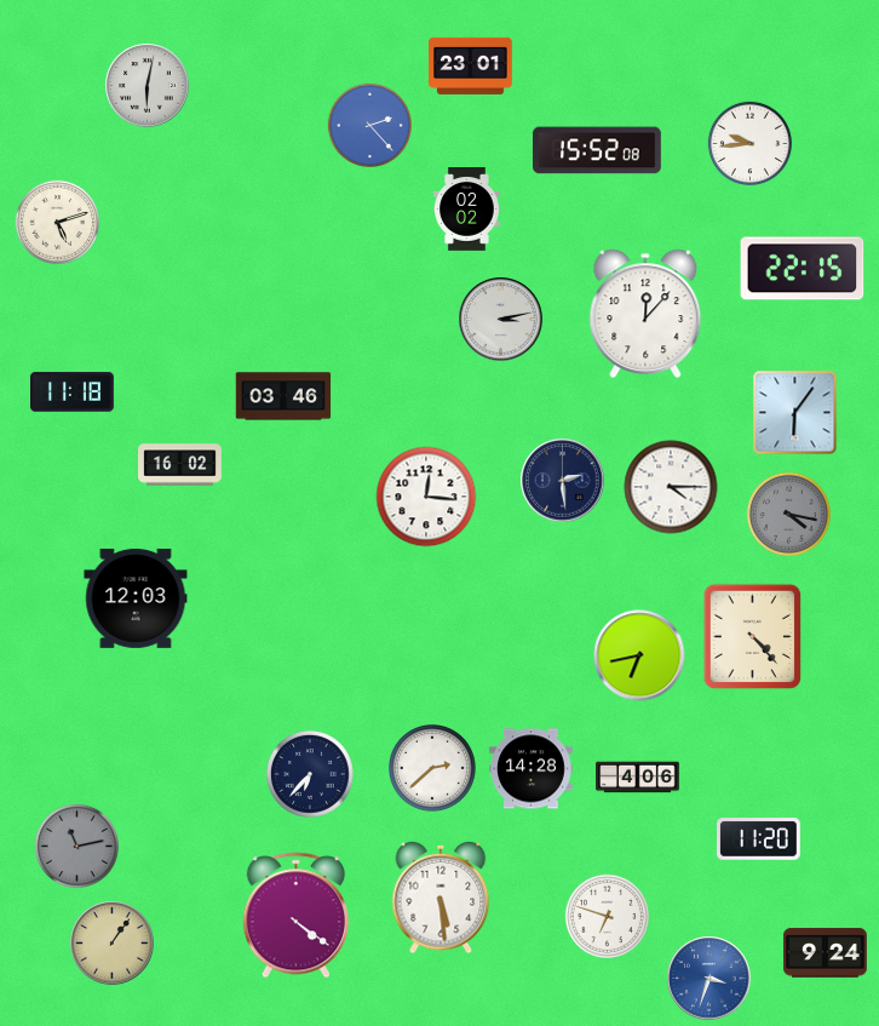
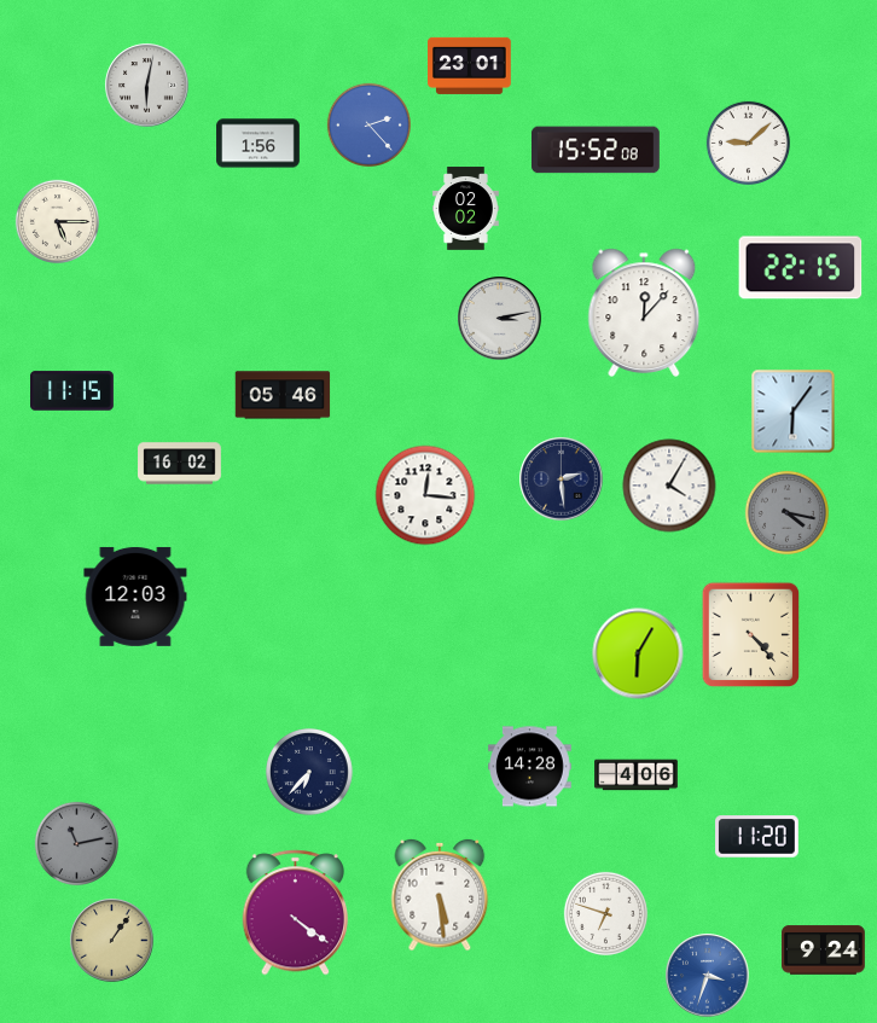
clock at (749, 143): 9:44 -> 9:08
clock at (259, 144): none -> 1:56
clock at (57, 222): 5:12 -> 5:15
clock at (73, 392): 11:18 -> 11:15
clock at (283, 396): 03:46 -> 05:46
clock at (671, 487): 4:15 -> 4:05
clock at (639, 655): 6:43 -> 6:05
clock at (433, 769): 2:38 -> none
